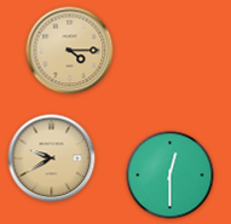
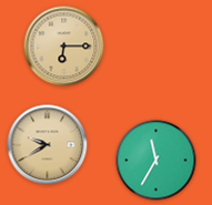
clock at (70, 51): 4:15 -> 6:15
clock at (171, 176): 12:30 -> 11:35
